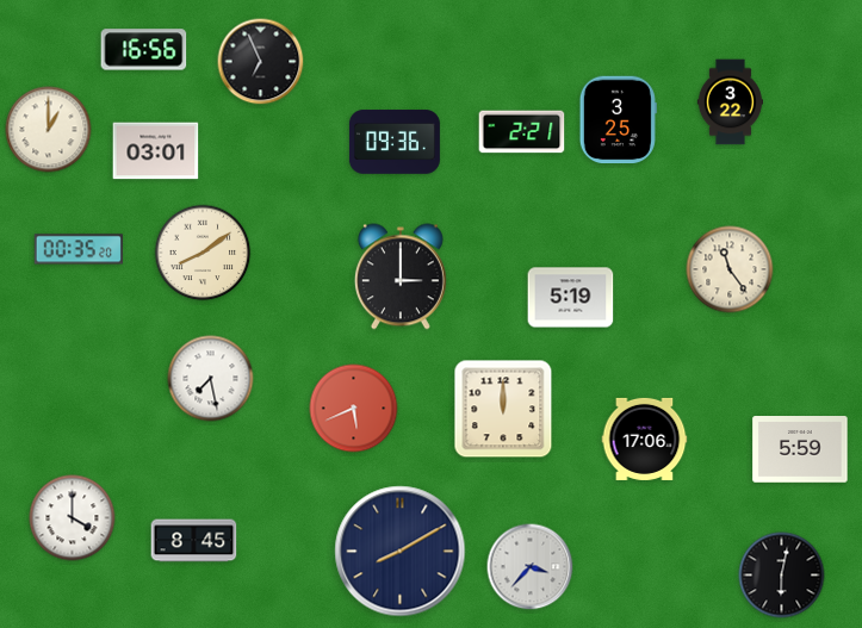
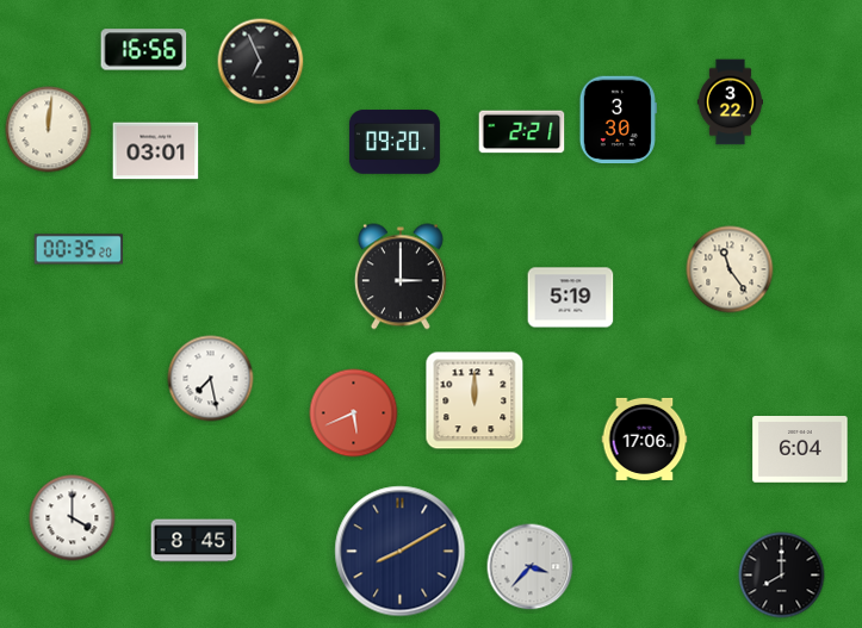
clock at (618, 120): 3:25 -> 3:30
clock at (49, 130): 1:00 -> 12:01
clock at (395, 142): 09:36 -> 09:20
clock at (203, 253): 8:09 -> none
clock at (354, 409) position: (354, 409) -> (354, 414)
clock at (503, 409) position: (503, 409) -> (475, 400)
clock at (800, 449): 5:59 -> 6:04
clock at (782, 576): 6:02 -> 8:00
